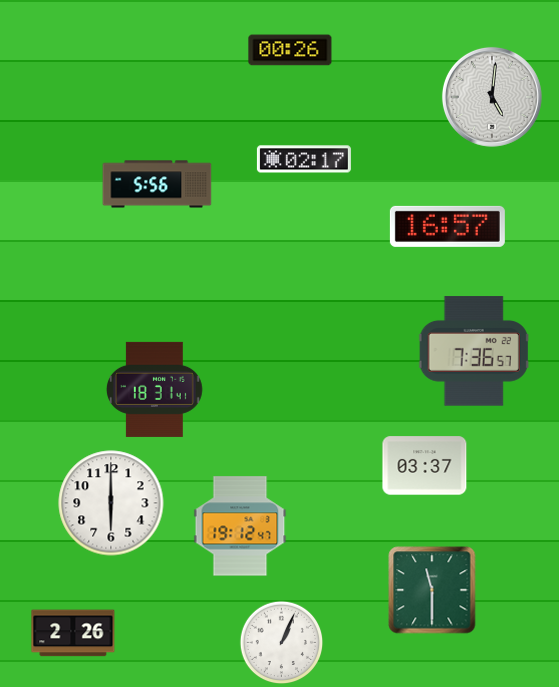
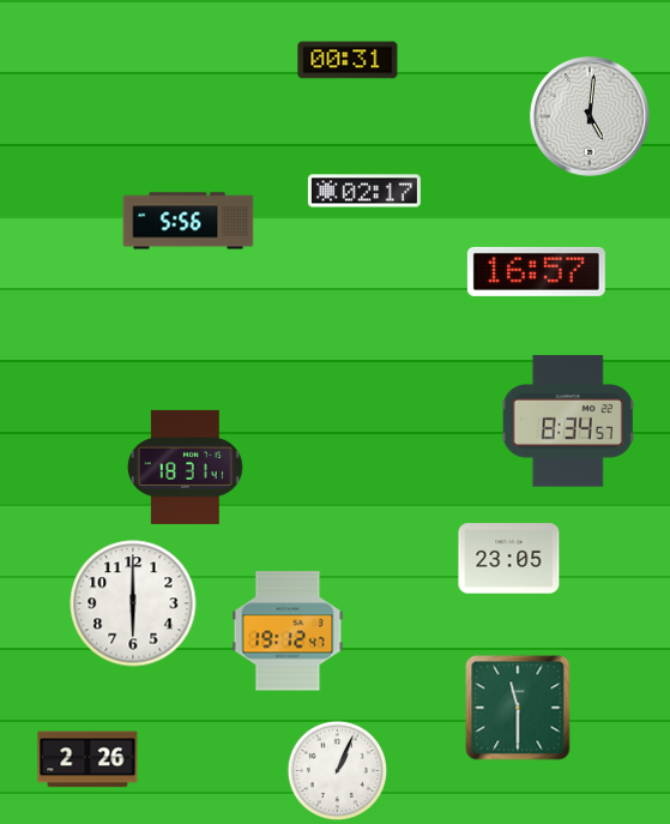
clock at (290, 50): 00:26 -> 00:31
clock at (474, 351): 7:36 -> 8:34
clock at (425, 466): 03:37 -> 23:05
